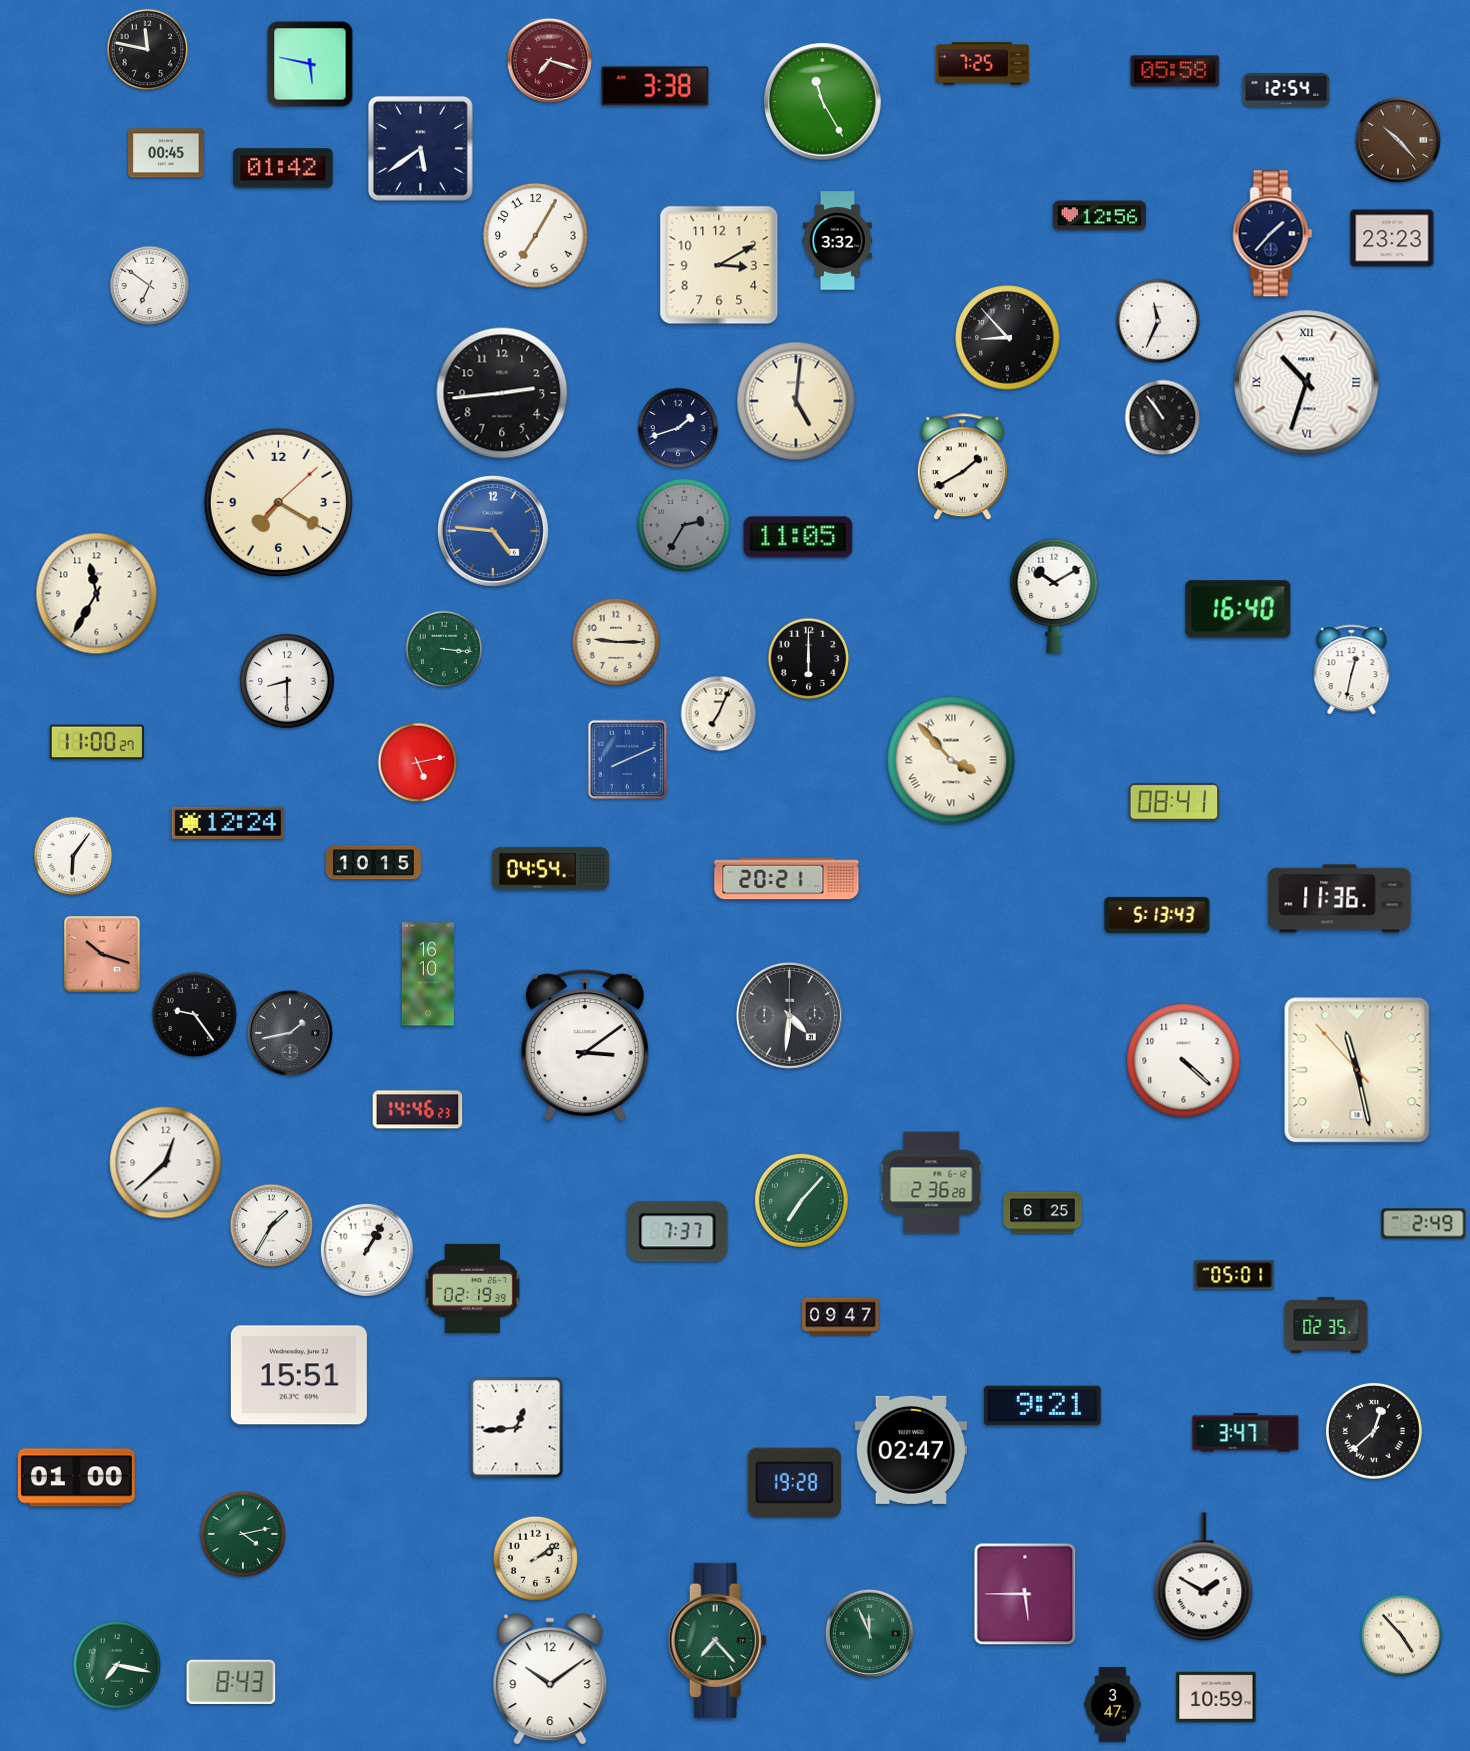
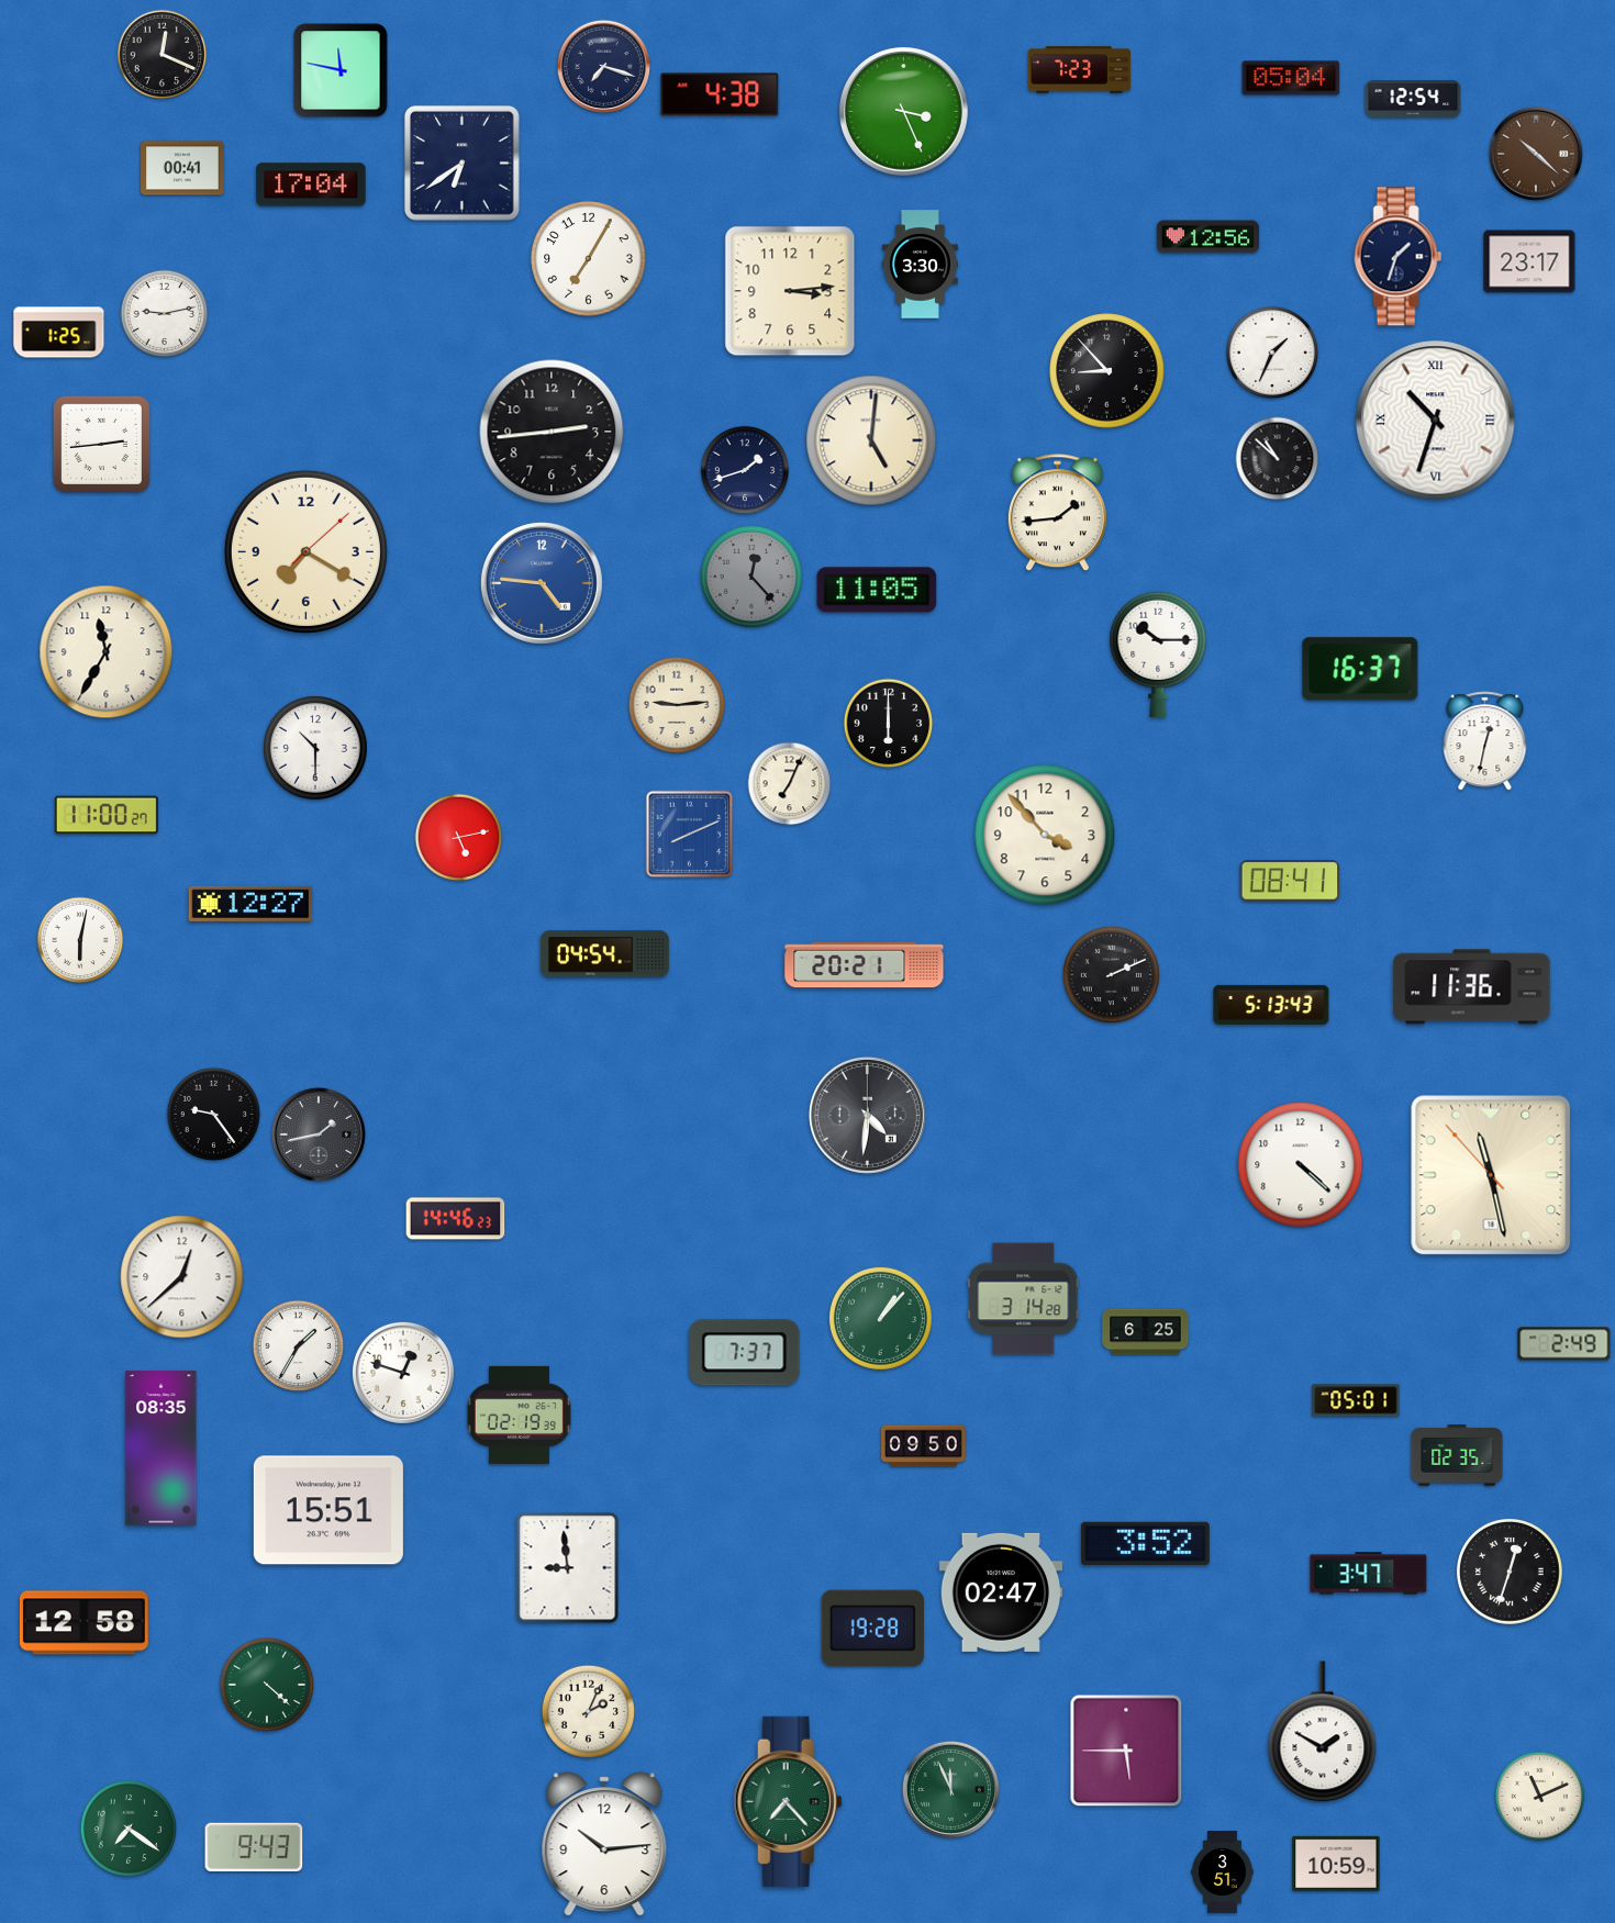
clock at (148, 50): 11:47 -> 12:19
clock at (549, 60) dial: burgundy -> navy
clock at (310, 64): 5:47 -> 11:47
clock at (982, 64): 7:25 -> 7:23
clock at (1175, 71): 05:58 -> 05:04
clock at (655, 86): 3:38 -> 4:38
clock at (823, 102): 11:25 -> 3:26
clock at (1398, 140): 10:23 -> 10:22
clock at (420, 148): 5:39 -> 6:39
clock at (166, 153): 00:45 -> 00:41
clock at (283, 168): 01:42 -> 17:04
clock at (1273, 234): 1:37 -> 1:33
clock at (1392, 238): 23:23 -> 23:17
clock at (837, 241): 3:32 -> 3:30
clock at (719, 265): 3:10 -> 3:14
clock at (150, 286): 6:51 -> 9:13
clock at (59, 333): none -> 1:25
clock at (1158, 321): 11:34 -> 1:34
clock at (796, 401) position: (796, 401) -> (871, 440)
clock at (101, 444): none -> 2:44
clock at (1163, 418): 10:54 -> 10:52
clock at (962, 467): 1:40 -> 1:44
clock at (684, 525): 2:35 -> 12:23
clock at (1054, 596): 10:10 -> 10:15
clock at (1238, 609): 16:40 -> 16:37
clock at (616, 642): 9:15 -> 9:14
clock at (444, 649): 3:16 -> none
clock at (1352, 670) position: (1352, 670) -> (1485, 741)
clock at (287, 681): 8:30 -> 10:30
clock at (951, 760) numerals: Roman -> Arabic
clock at (228, 823): 12:24 -> 12:27
clock at (73, 856): 6:06 -> 6:02
clock at (373, 863): 10:15 -> none
clock at (1111, 974): none -> 2:11
clock at (103, 955): 10:18 -> none
clock at (428, 974): 16:10 -> none
clock at (585, 1045): 3:09 -> none
clock at (418, 1110) position: (418, 1110) -> (456, 1219)
clock at (932, 1183): 2:36 -> 3:14
clock at (801, 1200): 7:07 -> 1:07
clock at (367, 1250): 1:05 -> 12:48
clock at (841, 1317): 09:47 -> 09:50
clock at (161, 1449): none -> 08:35
clock at (1042, 1406): 9:21 -> 3:52
clock at (517, 1428): 12:44 -> 8:59
clock at (1375, 1432): 12:38 -> 12:33
clock at (76, 1478): 01:00 -> 12:58
clock at (242, 1533): 4:13 -> 4:22
clock at (536, 1559): 2:09 -> 2:04
clock at (869, 1633) position: (869, 1633) -> (950, 1789)
clock at (1402, 1636): 4:53 -> 11:11
clock at (117, 1665): 7:17 -> 7:21
clock at (550, 1679): 10:09 -> 10:14
clock at (231, 1682): 8:43 -> 9:43
clock at (1113, 1705): 3:47 -> 3:51
